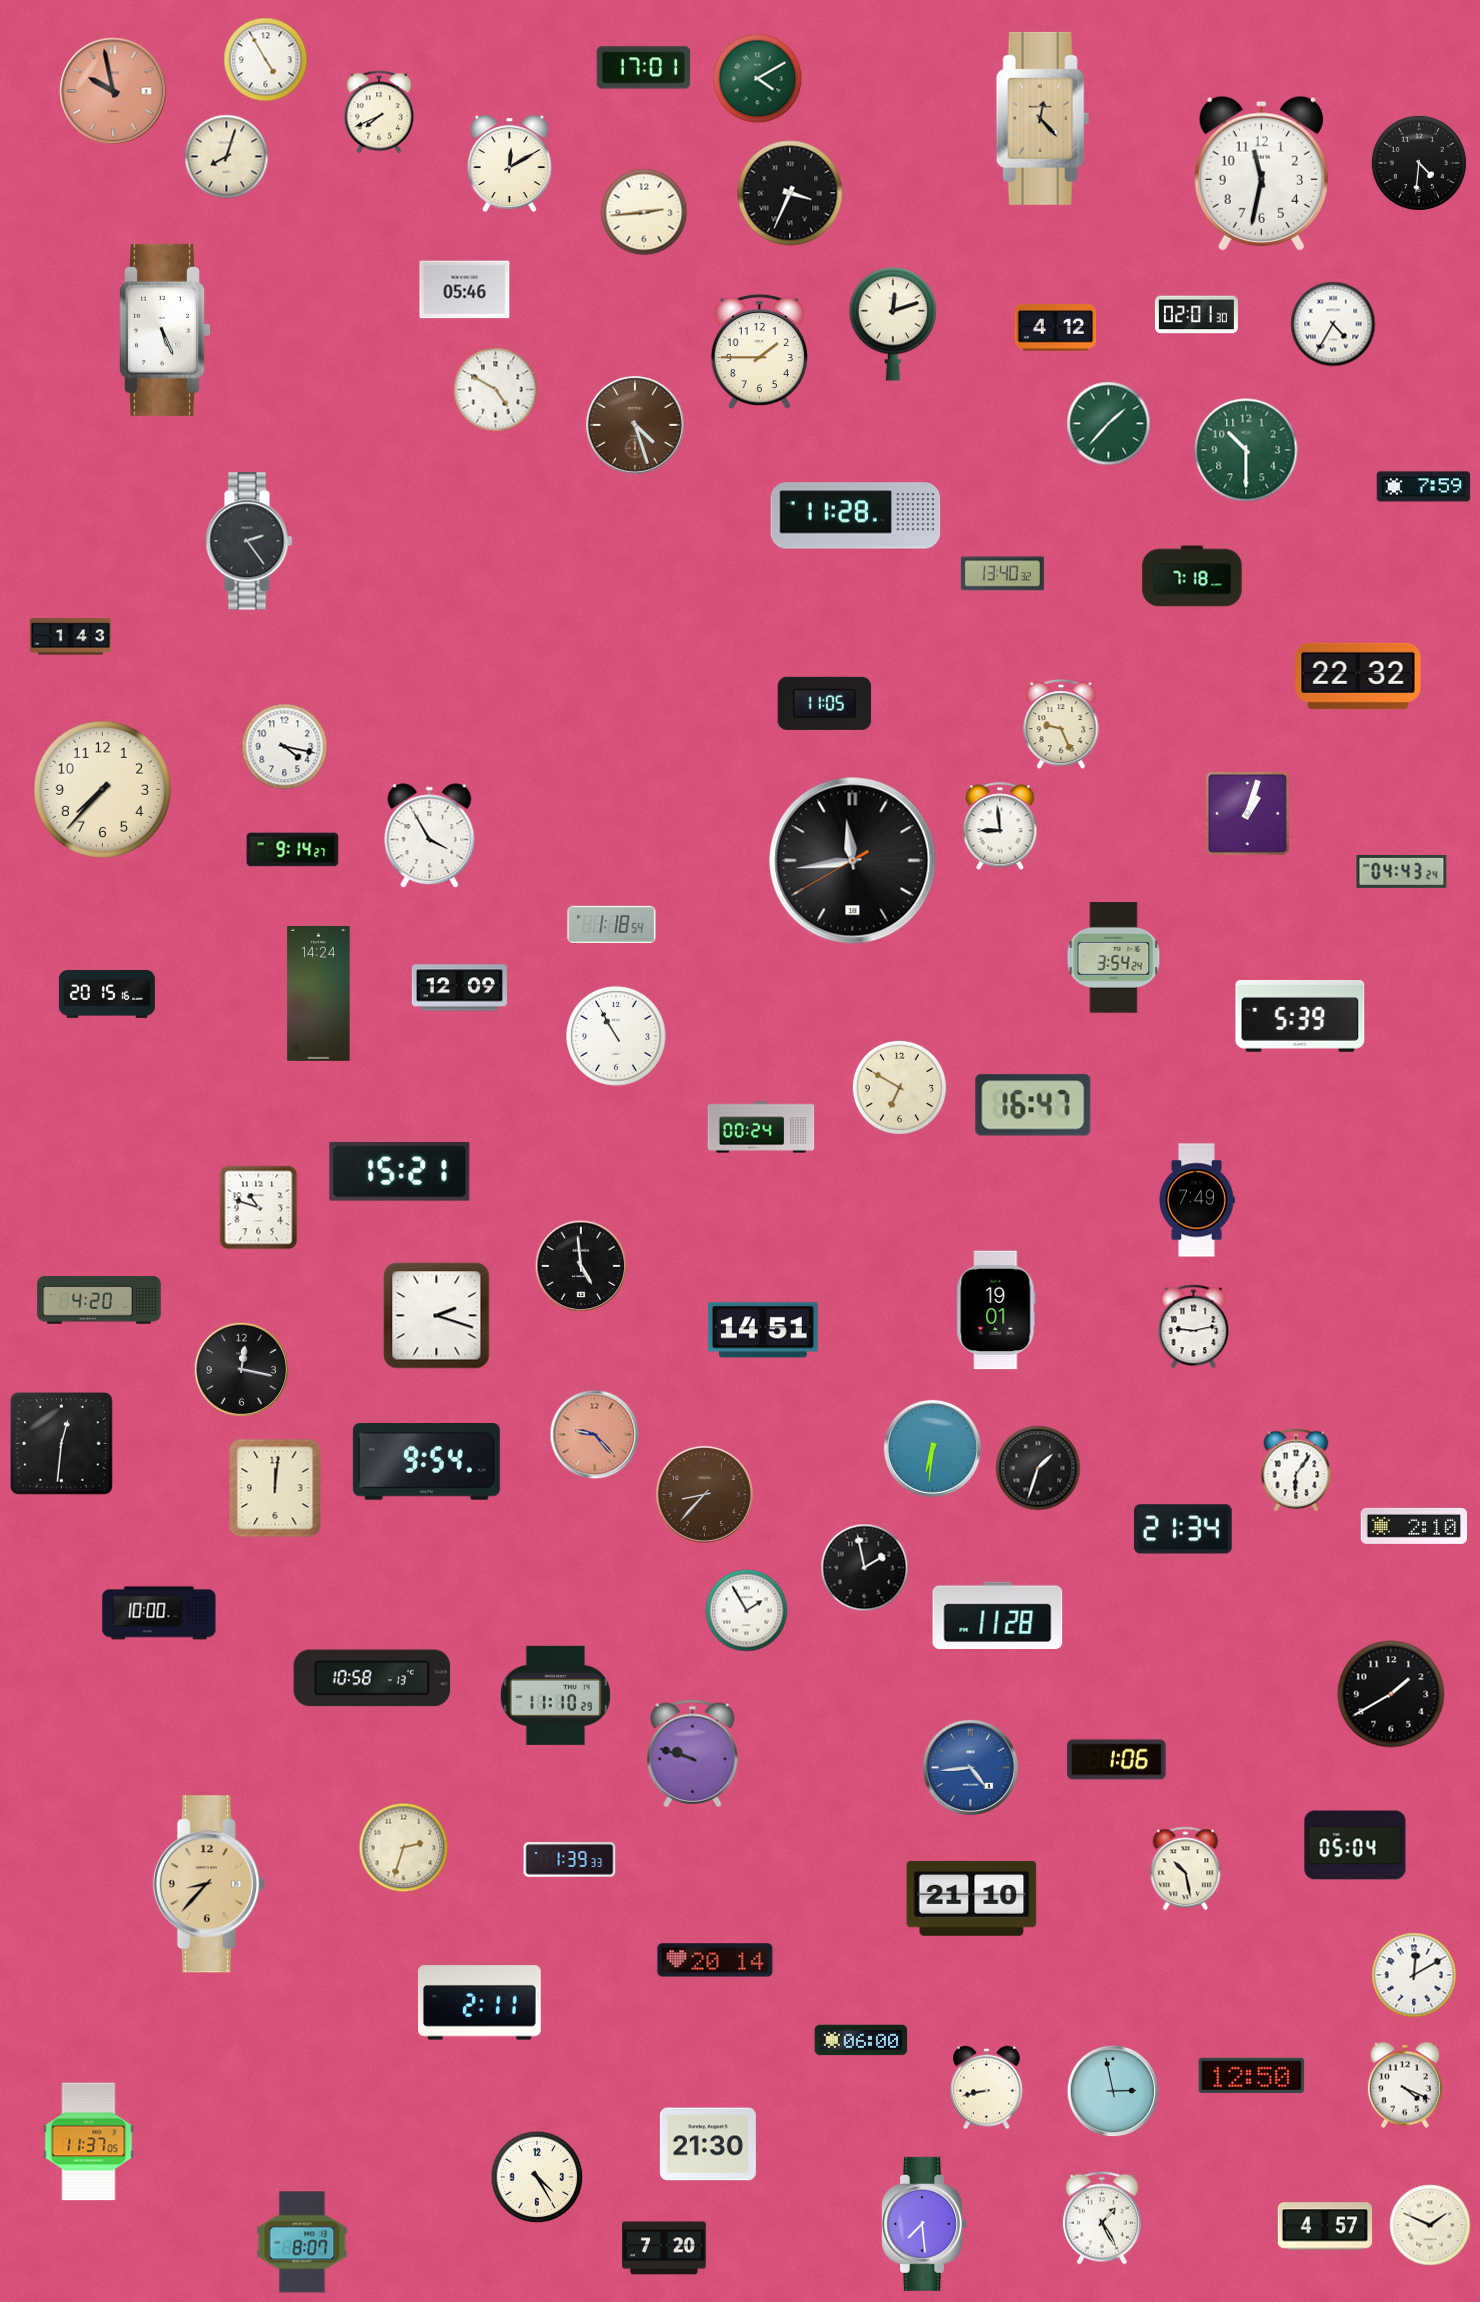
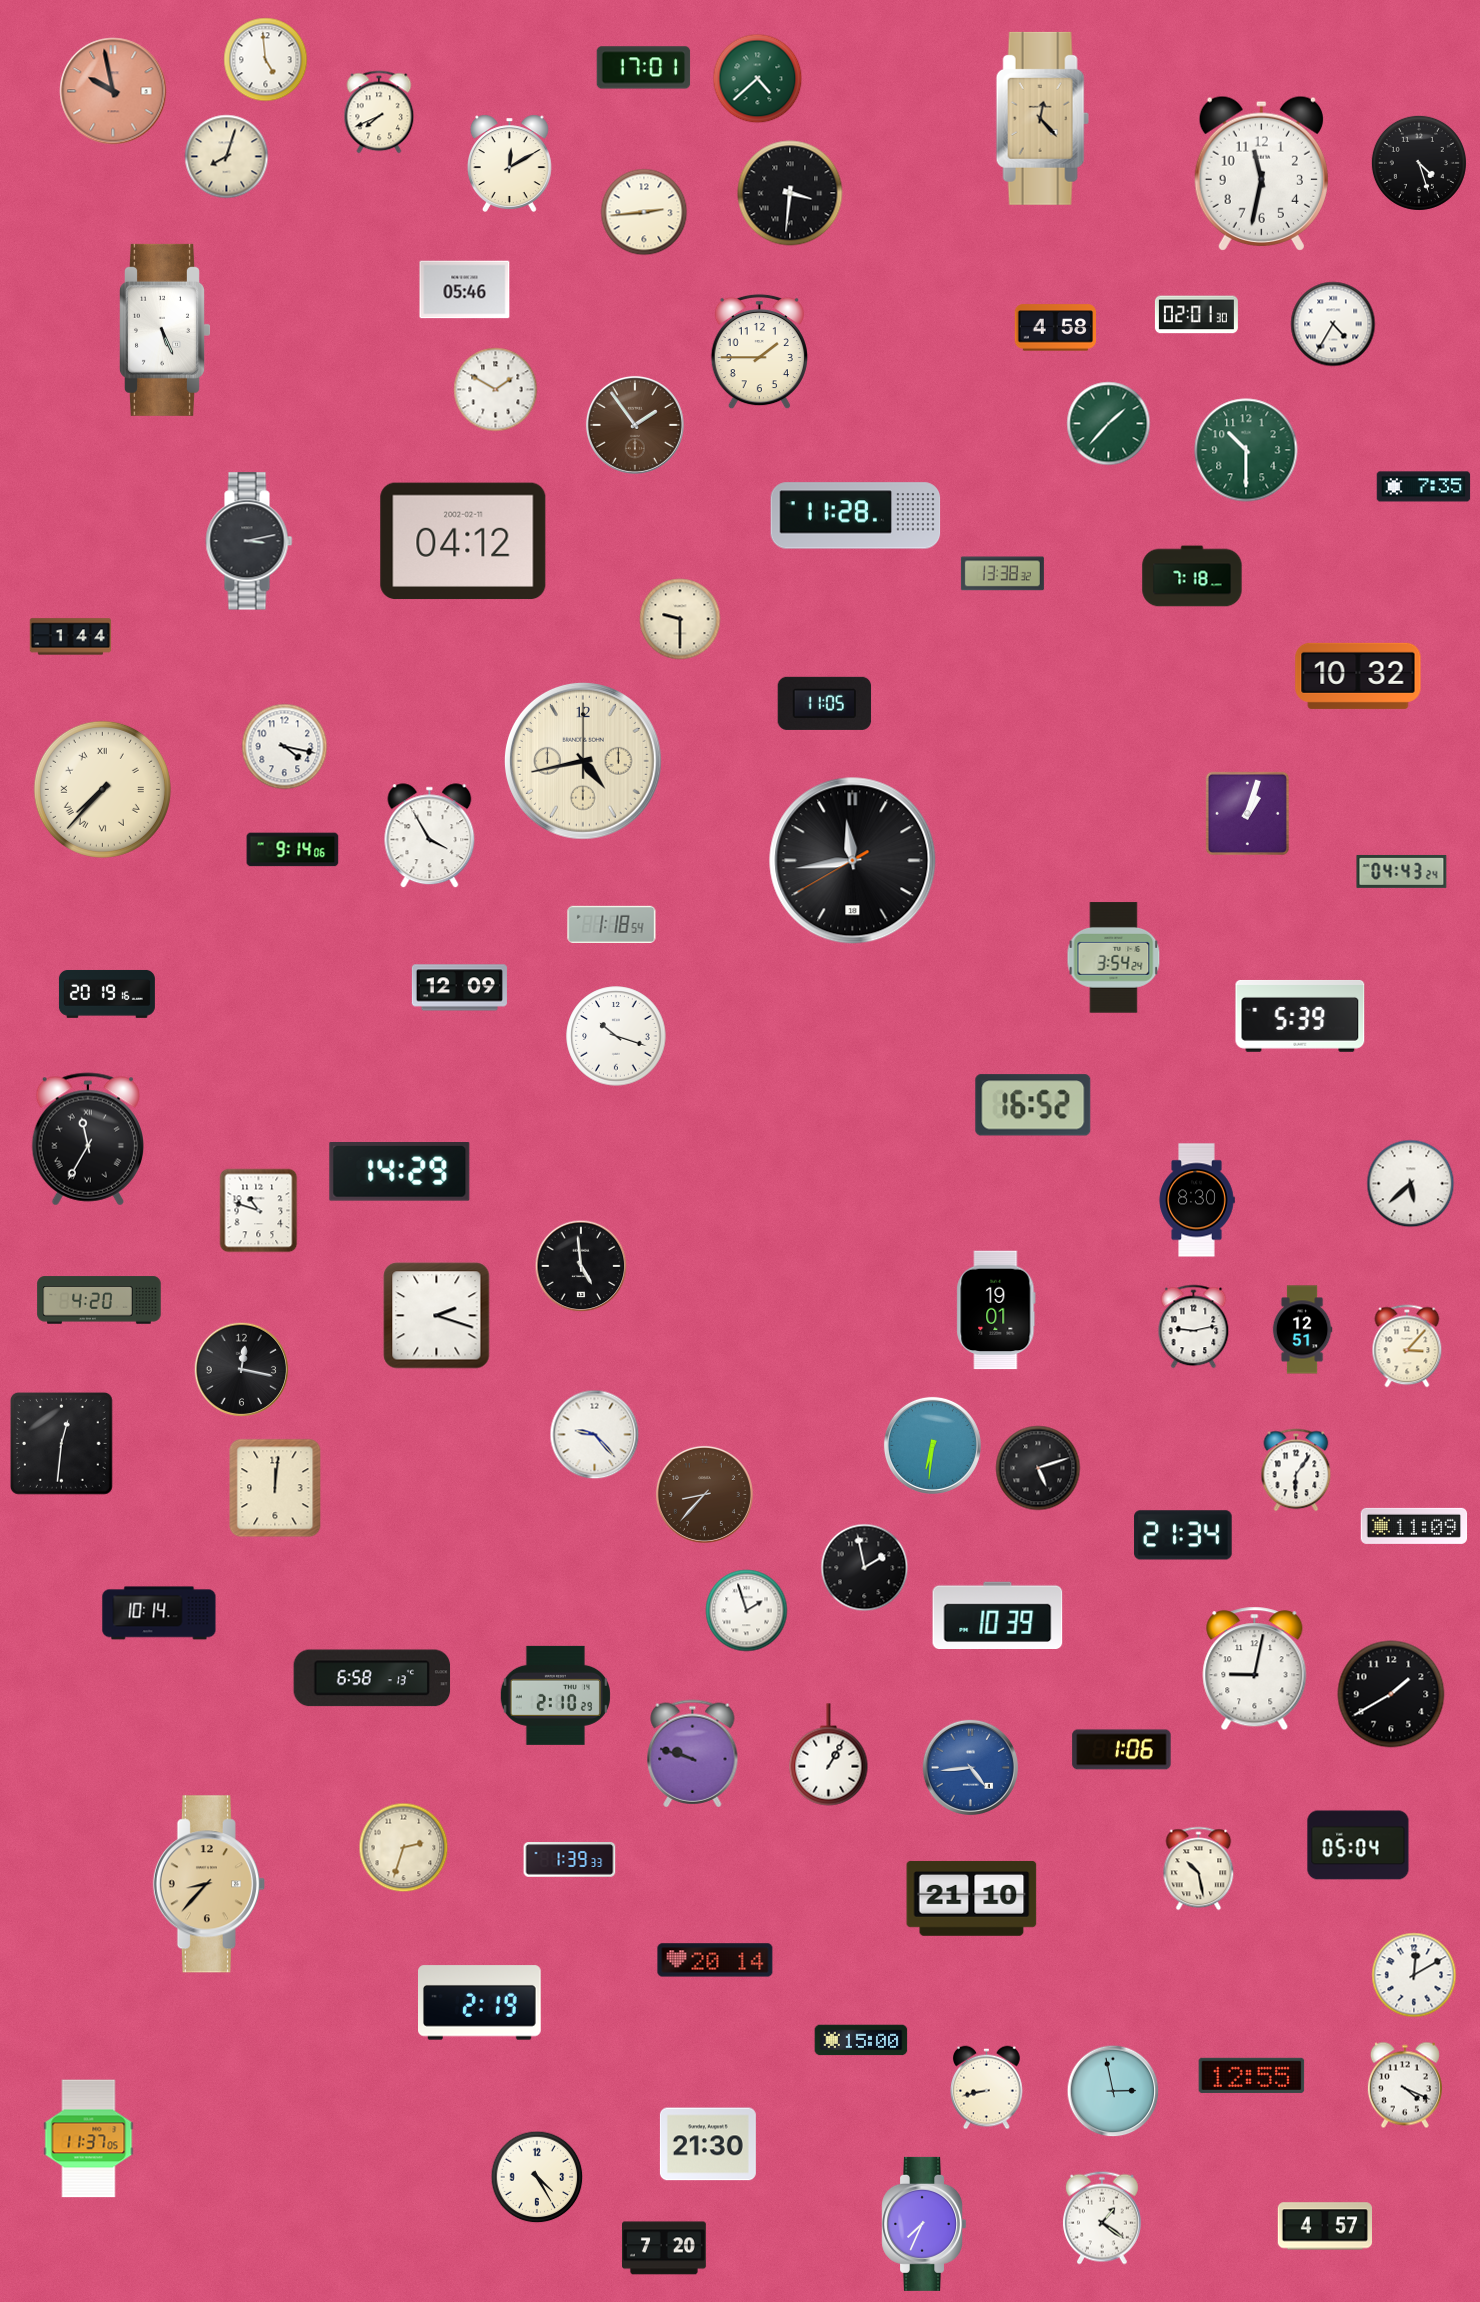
clock at (266, 60): 4:55 -> 4:59
clock at (758, 79): 4:10 -> 4:38
clock at (1419, 163): 4:31 -> 4:27
clock at (790, 193): 3:34 -> 3:31
clock at (893, 324): 12:12 -> none
clock at (1055, 328): 4:12 -> 4:58
clock at (496, 390): 4:50 -> 1:50
clock at (635, 425): 4:27 -> 1:54
clock at (1424, 487): 7:59 -> 7:35
clock at (249, 541): 2:24 -> 3:13
clock at (463, 541): none -> 04:12
clock at (1002, 574): 13:40 -> 13:38
clock at (680, 619): none -> 9:30
clock at (71, 637): 1:43 -> 1:44
clock at (1358, 676): 22:32 -> 10:32
clock at (1061, 725): 9:26 -> none
clock at (583, 761): none -> 4:43
clock at (102, 789) numerals: Arabic -> Roman
clock at (1000, 827): 8:59 -> none
clock at (293, 850): 9:14:27 -> 9:14:06
clock at (107, 994): 20:15 -> 20:19
clock at (319, 994): 14:24 -> none
clock at (616, 1036): 10:55 -> 10:18
clock at (899, 1087): 6:50 -> none
clock at (1033, 1105): 16:47 -> 16:52
clock at (761, 1127): 00:24 -> none
clock at (88, 1139): none -> 11:35
clock at (400, 1172): 15:21 -> 14:29
clock at (1411, 1184): none -> 5:38
clock at (1197, 1200): 7:49 -> 8:30
clock at (259, 1208) position: (259, 1208) -> (259, 1211)
clock at (763, 1330): 14:51 -> none
clock at (1302, 1330): none -> 12:51
clock at (1407, 1346): none -> 3:07
clock at (595, 1435) dial: salmon -> white
clock at (932, 1448) position: (932, 1448) -> (932, 1445)
clock at (426, 1462): 9:54 -> none
clock at (1038, 1468): 1:33 -> 5:12
clock at (1414, 1526): 2:10 -> 11:09
clock at (1183, 1529) position: (1183, 1529) -> (1183, 1535)
clock at (747, 1611): 1:55 -> 1:57
clock at (159, 1613): 10:00 -> 10:14
clock at (998, 1615): 11:28 -> 10:39
clock at (1255, 1669): none -> 9:02
clock at (372, 1678): 10:58 -> 6:58
clock at (555, 1695): 11:10 -> 2:10
clock at (829, 1755): none -> 1:05
clock at (1117, 1760) position: (1117, 1760) -> (1122, 1750)
clock at (1355, 1845) position: (1355, 1845) -> (1358, 1845)
clock at (1186, 1869) position: (1186, 1869) -> (1199, 1869)
clock at (480, 2003): 2:11 -> 2:19
clock at (861, 2040): 06:00 -> 15:00
clock at (1252, 2075): 12:50 -> 12:55
clock at (89, 2142) position: (89, 2142) -> (89, 2139)
clock at (1102, 2218): 1:25 -> 1:21
clock at (924, 2224): 7:29 -> 7:34
clock at (1430, 2225): 1:49 -> none
clock at (302, 2242): 8:07 -> none
